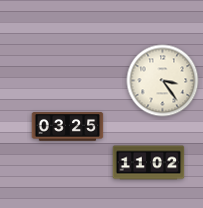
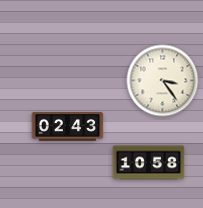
clock at (68, 127): 03:25 -> 02:43
clock at (149, 163): 11:02 -> 10:58
